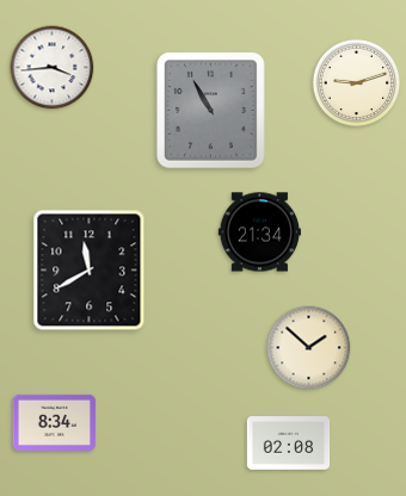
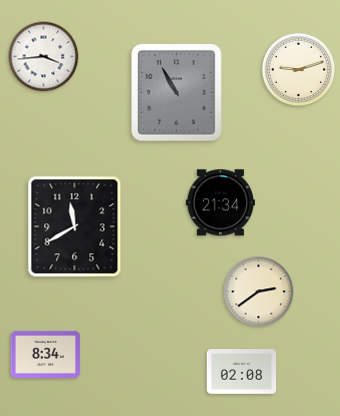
clock at (260, 232) position: (260, 232) -> (221, 203)
clock at (309, 348): 1:52 -> 2:39
